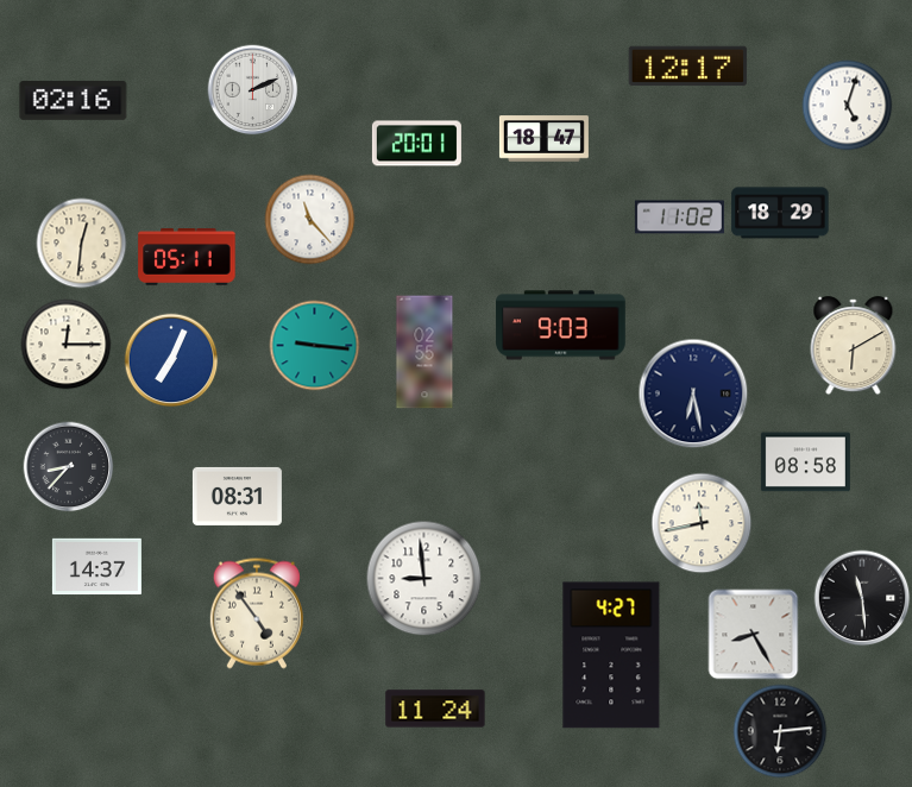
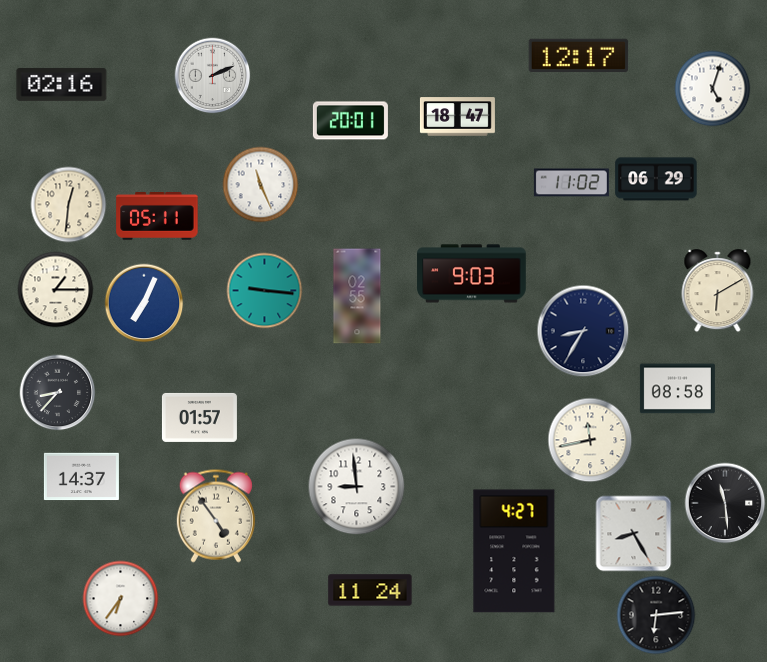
clock at (780, 213): 18:29 -> 06:29
clock at (310, 220): 11:23 -> 11:26
clock at (67, 345): 12:15 -> 1:15
clock at (693, 393): 6:28 -> 8:35
clock at (237, 496): 08:31 -> 01:57
clock at (435, 709) position: (435, 709) -> (370, 590)
clock at (121, 599): none -> 6:36
